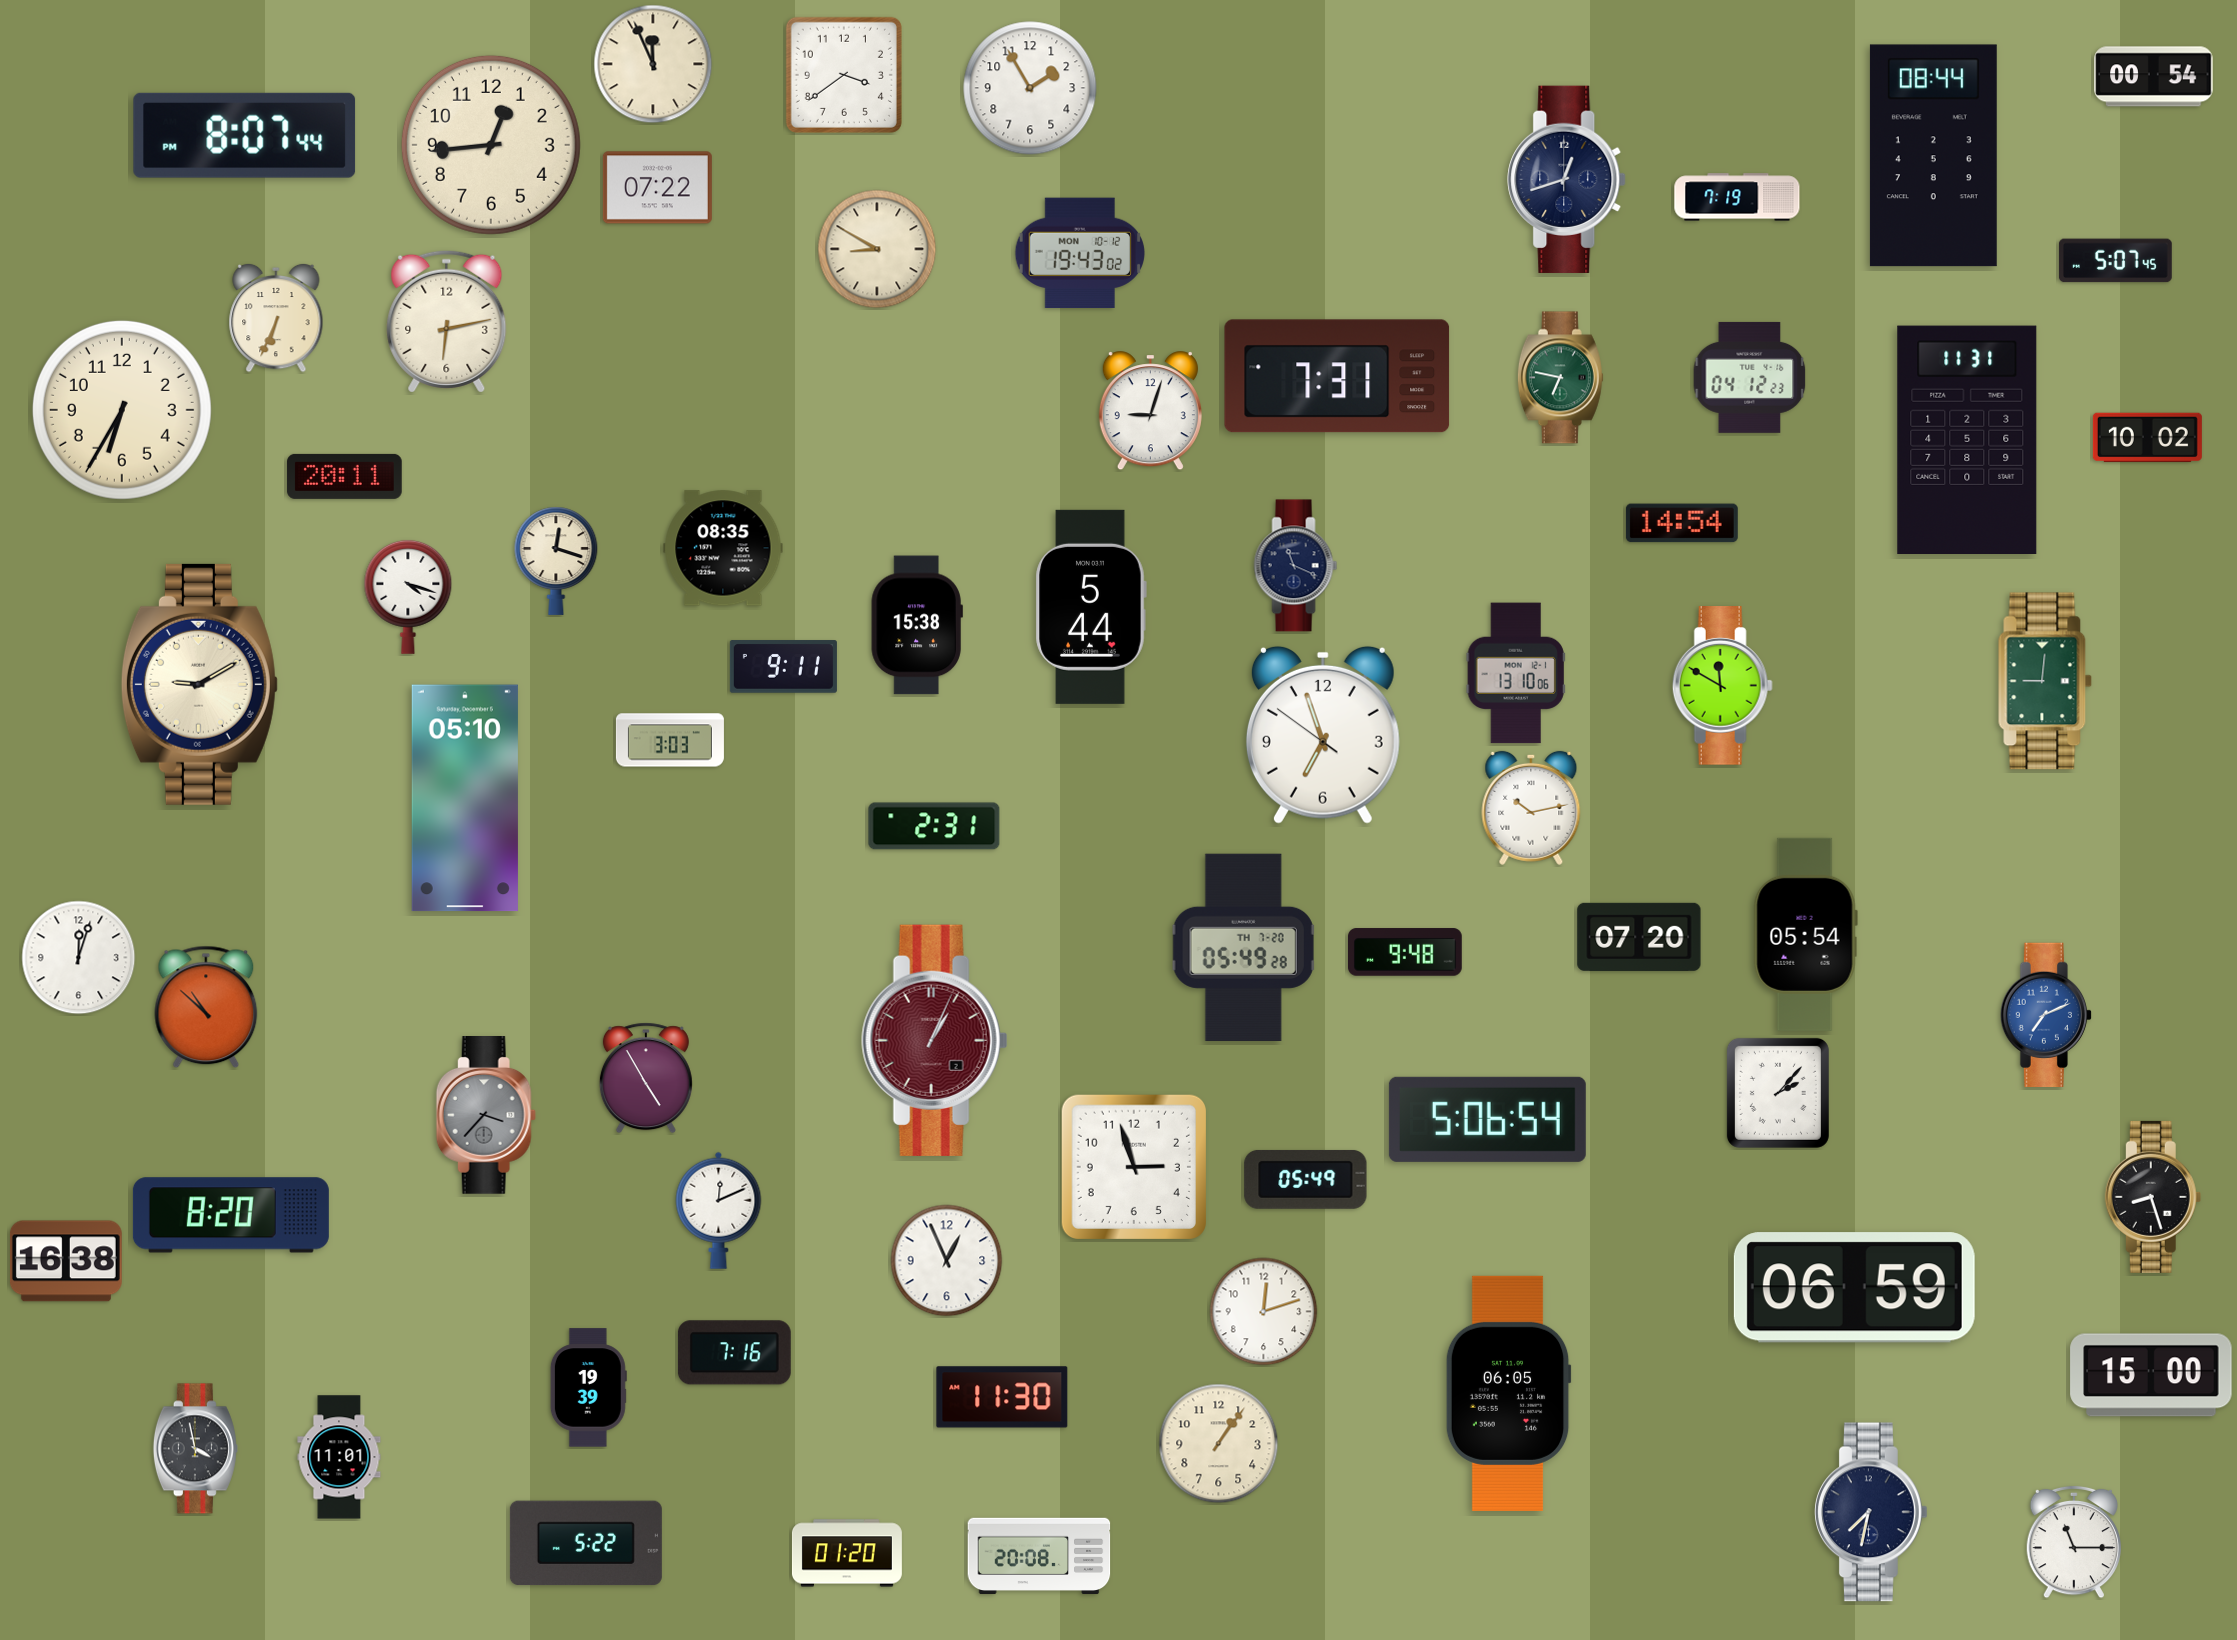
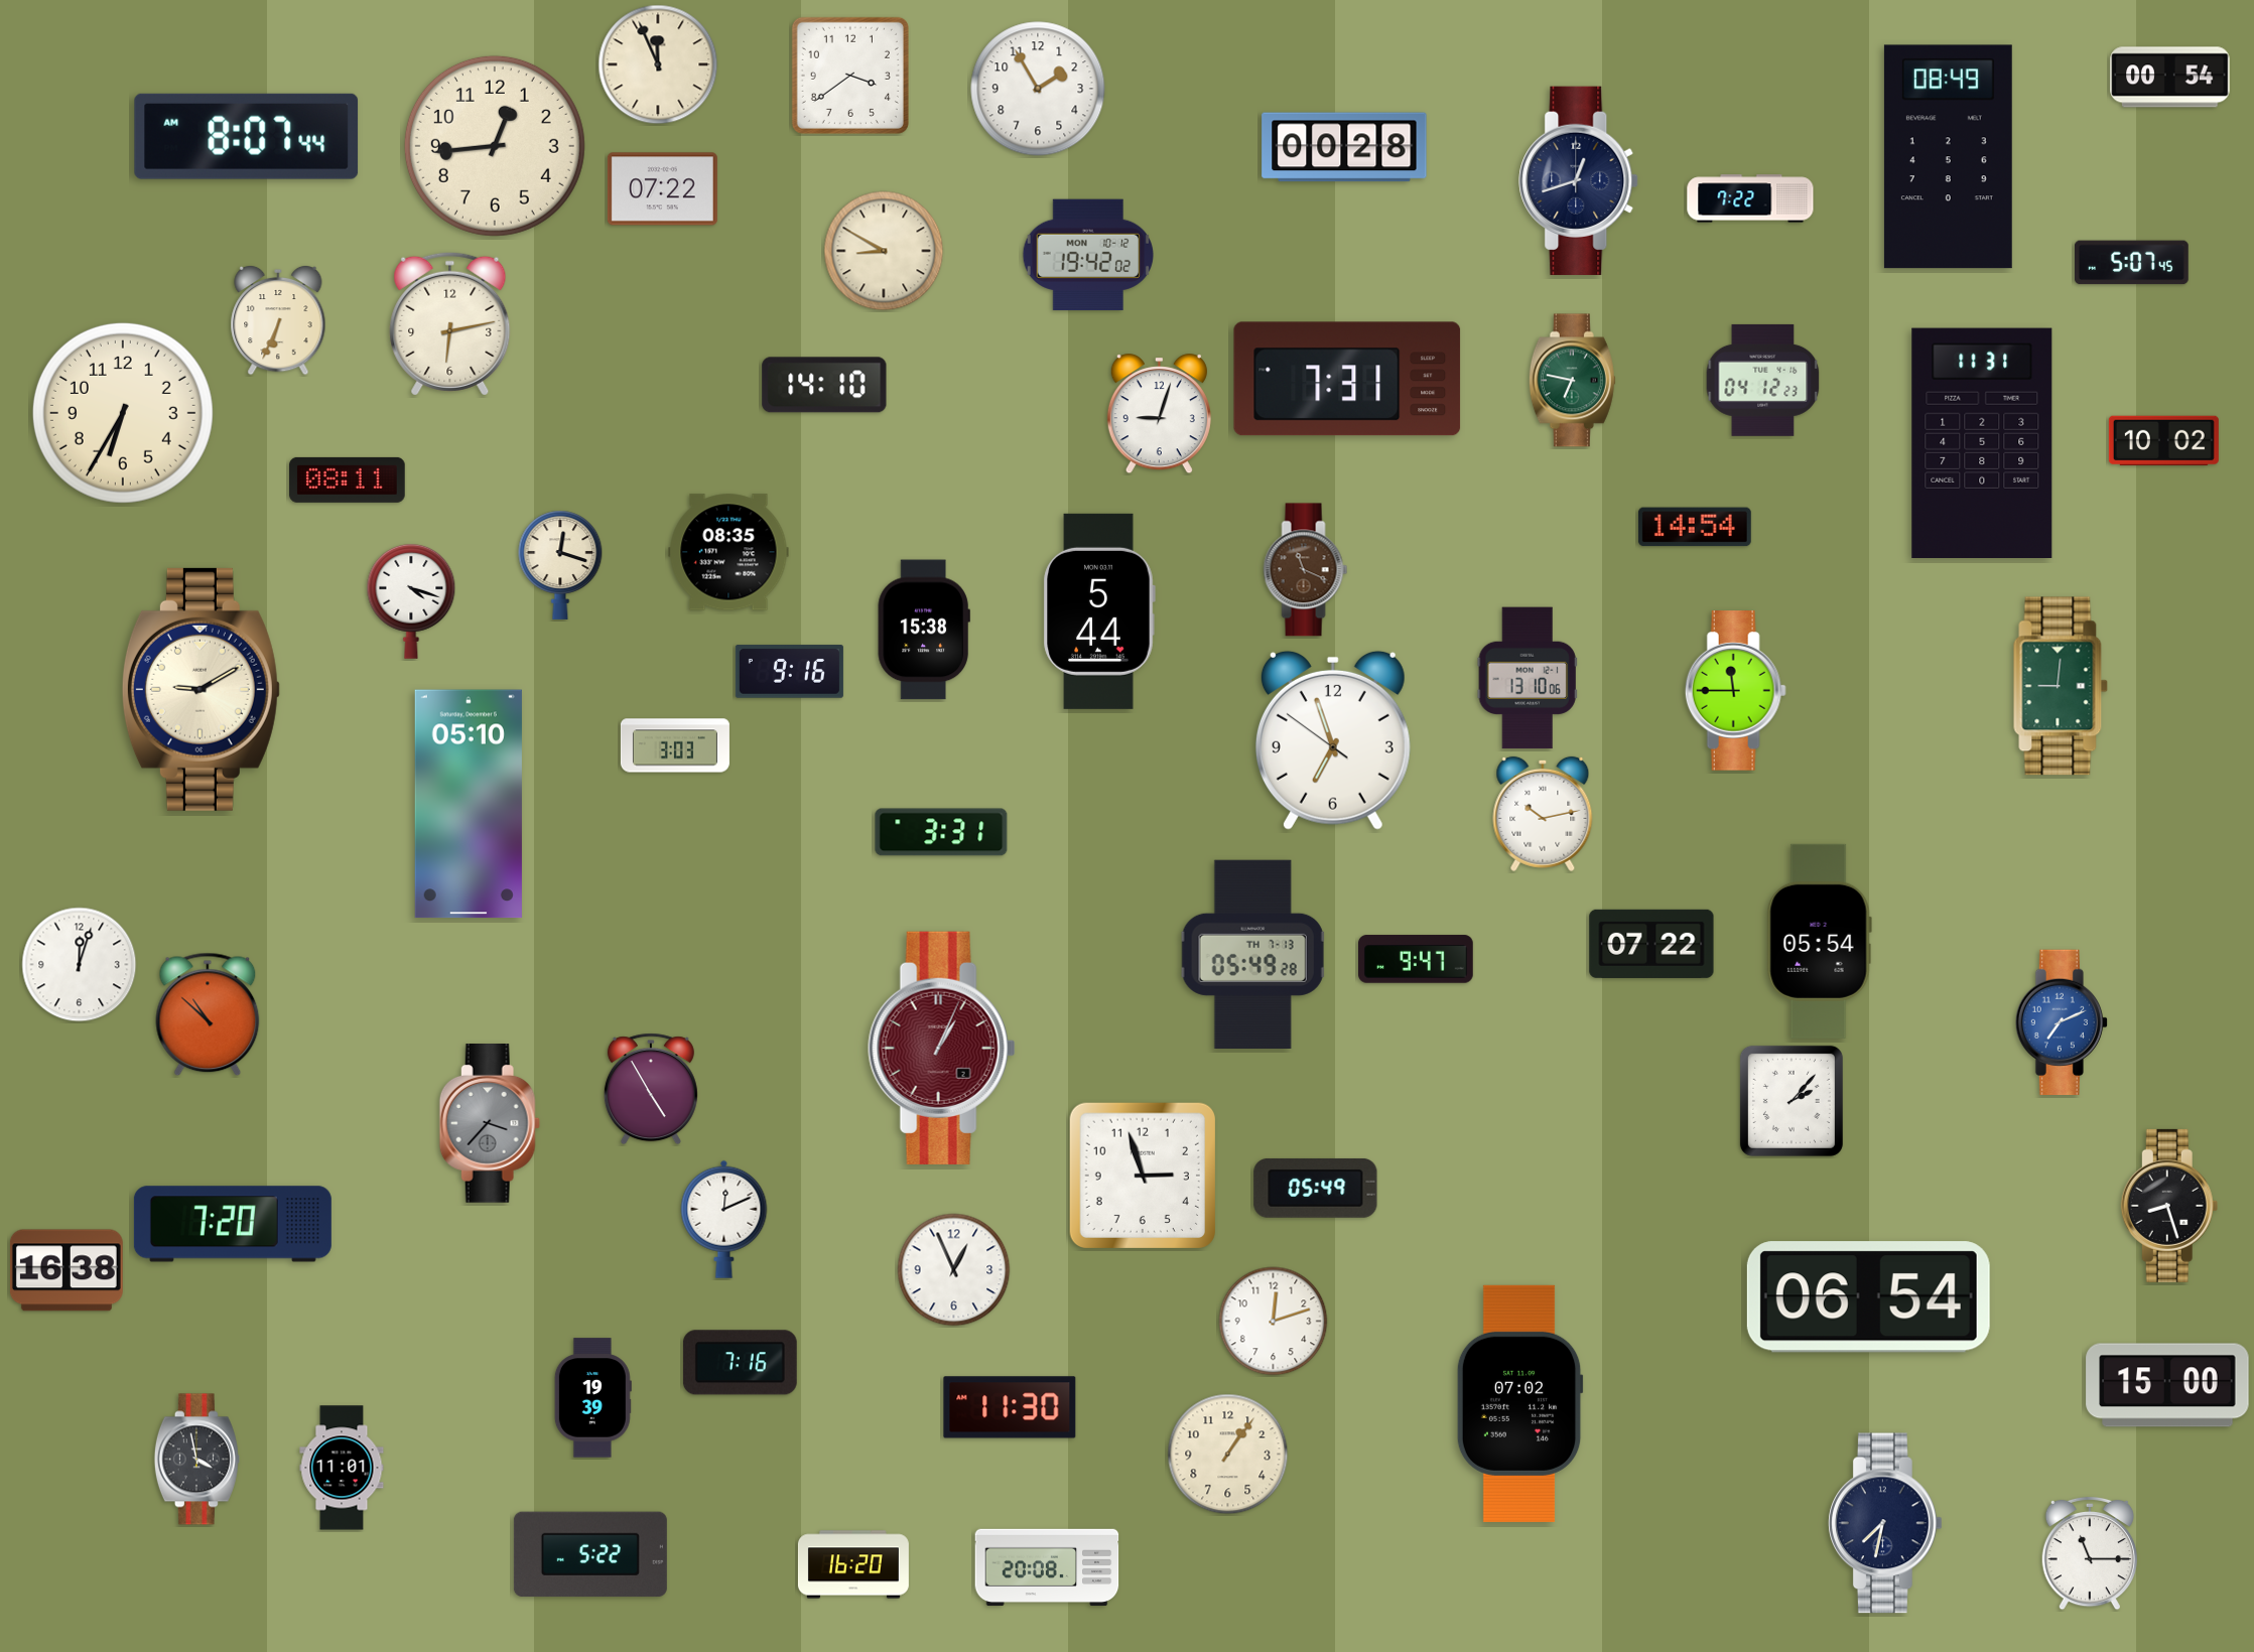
clock at (245, 135): 8:07:44 PM -> 8:07:44 AM
clock at (1344, 147): none -> 00:28
clock at (1933, 156): 08:44 -> 08:49
clock at (1737, 197): 7:19 -> 7:22
clock at (1079, 252): 19:43 -> 19:42
clock at (824, 385): none -> 14:10
clock at (345, 476): 20:11 -> 08:11
clock at (1296, 566) dial: navy -> brown
clock at (783, 667): 9:11 -> 9:16
clock at (1722, 686): 11:50 -> 11:45
clock at (934, 826): 2:31 -> 3:31
clock at (1639, 937): 07:20 -> 07:22
clock at (1244, 947) date: TH 7-20 -> TH 7-13
clock at (1406, 952): 9:48 -> 9:47
clock at (646, 1078) position: (646, 1078) -> (651, 1089)
clock at (1487, 1119): 5:06 -> none
clock at (231, 1215): 8:20 -> 7:20
clock at (1854, 1288): 06:59 -> 06:54
clock at (1508, 1393): 06:05 -> 07:02
clock at (847, 1553): 01:20 -> 16:20
